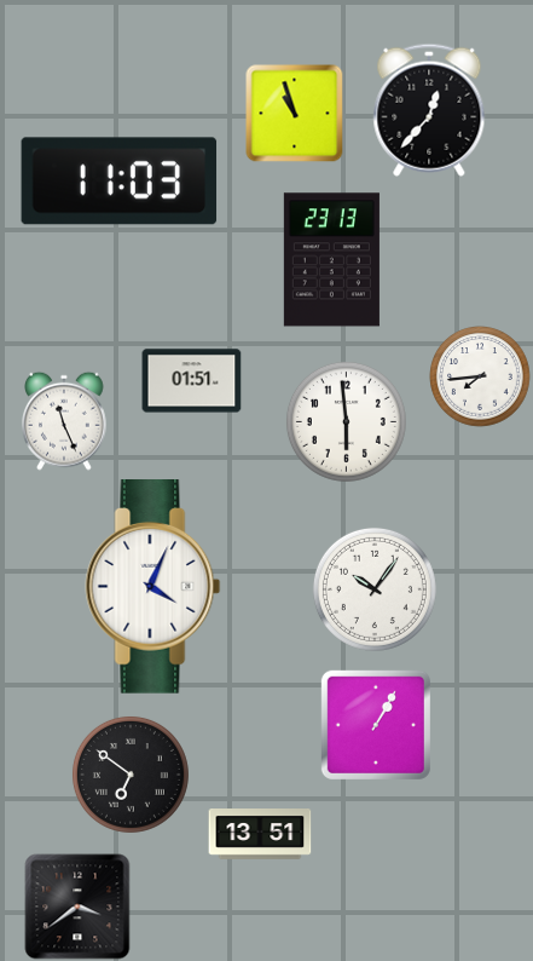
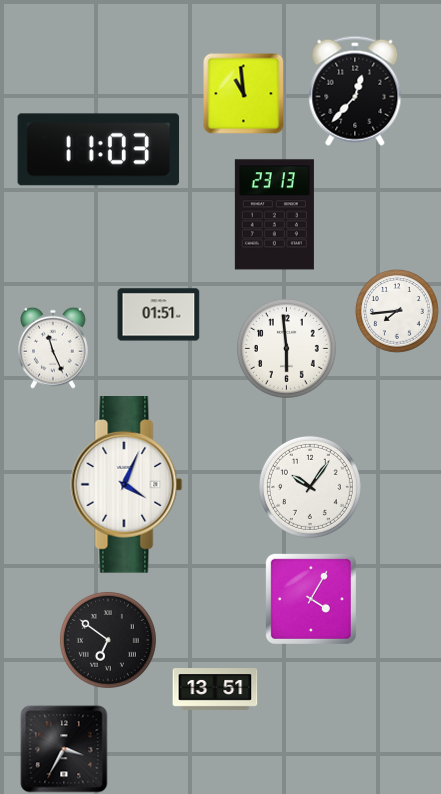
clock at (295, 114): 10:57 -> 10:59
clock at (376, 725): 1:05 -> 4:05
clock at (77, 907): 3:39 -> 3:35
